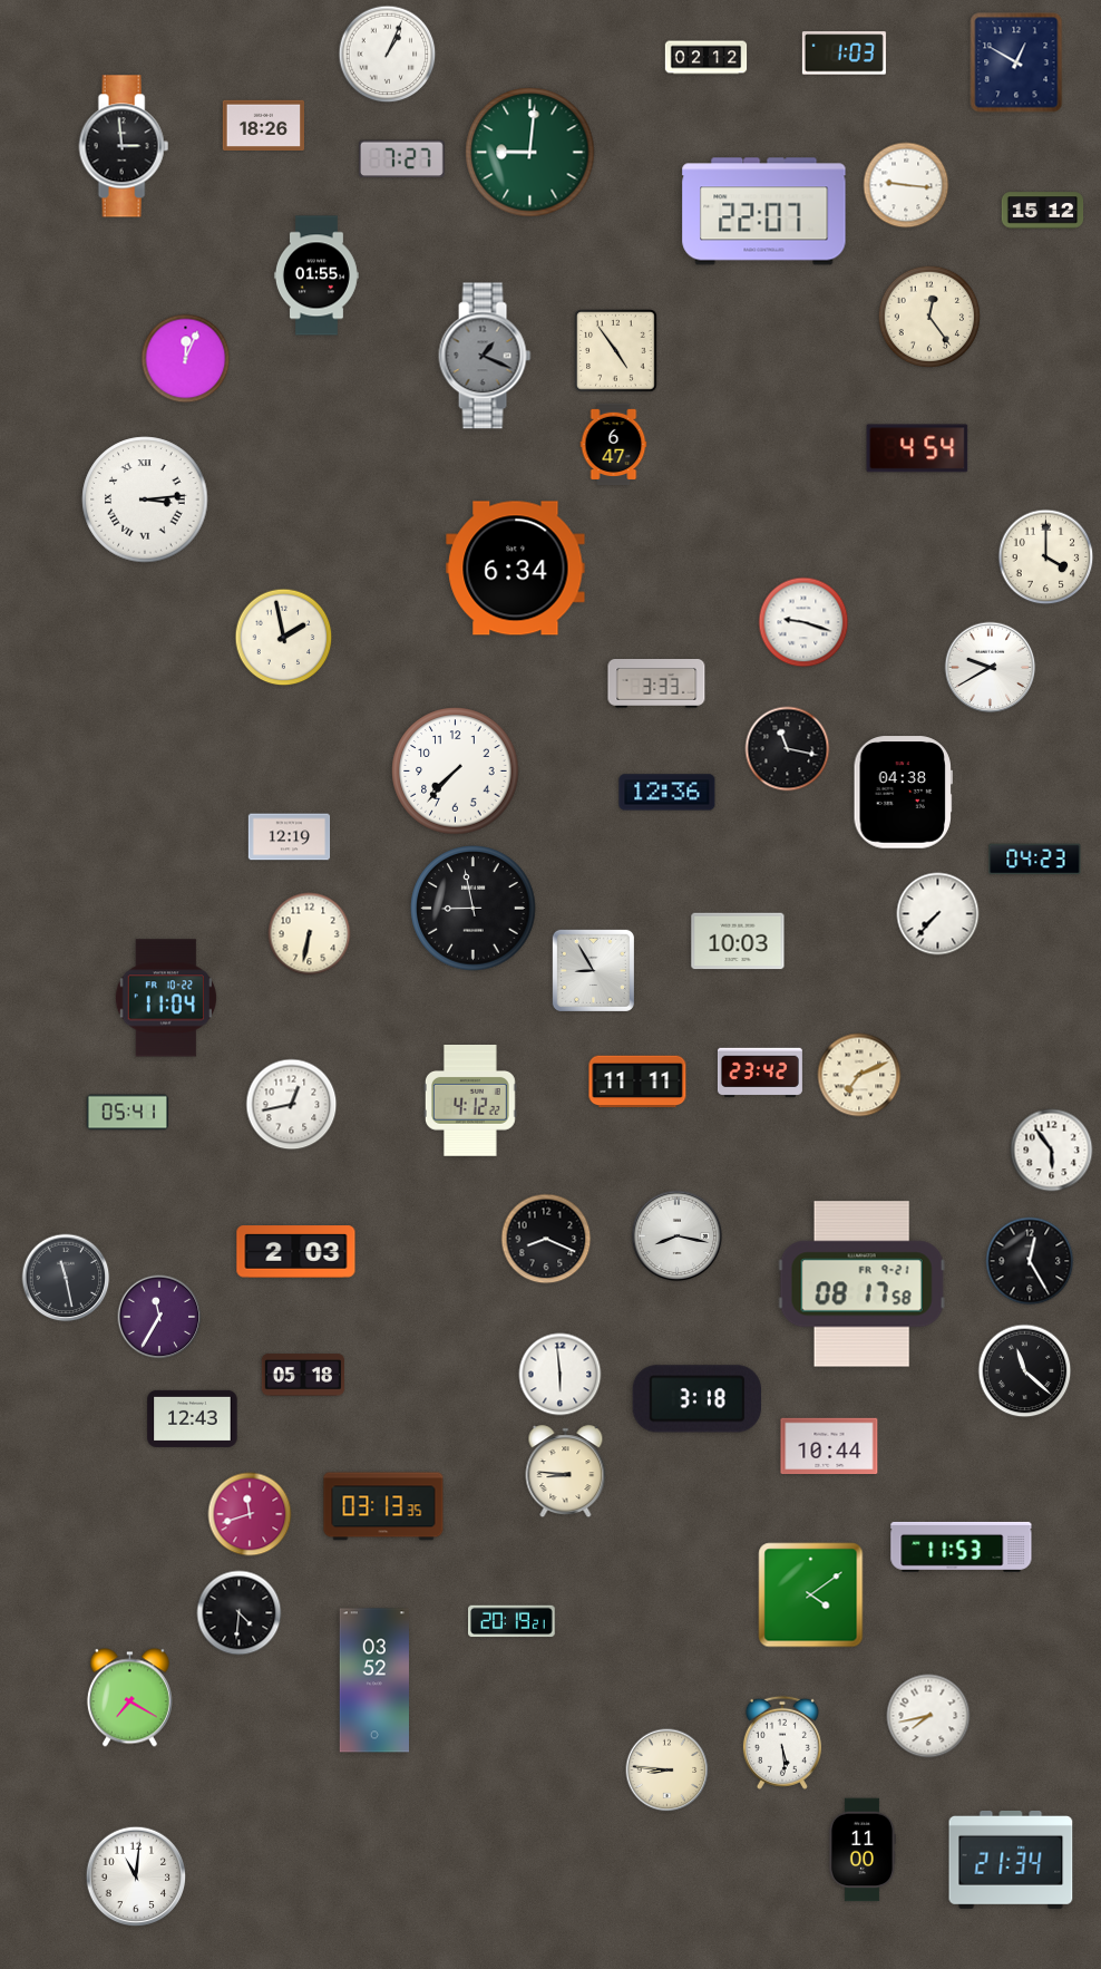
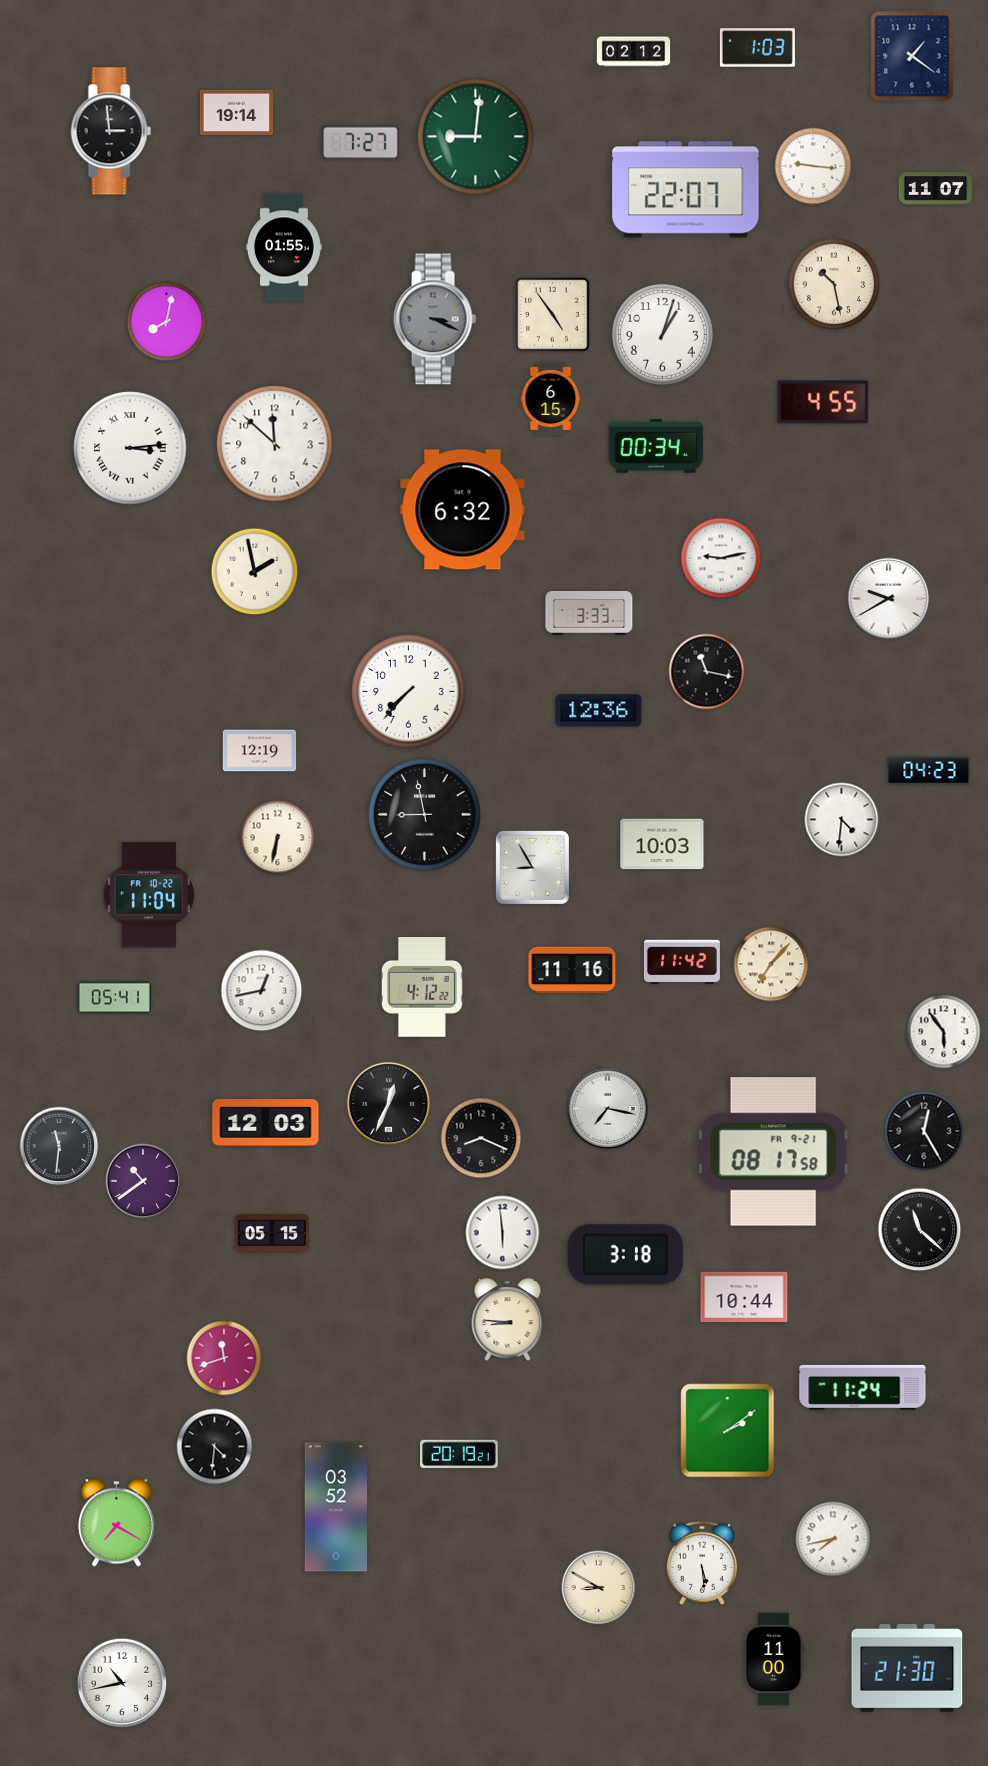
clock at (388, 55): 1:04 -> none
clock at (1016, 62): 12:50 -> 1:21
clock at (264, 125): 18:26 -> 19:14
clock at (1043, 211): 15:12 -> 11:07
clock at (929, 317): 12:24 -> 10:28
clock at (485, 356): 1:19 -> 3:19
clock at (186, 359): 12:04 -> 8:02
clock at (662, 334): none -> 1:03
clock at (614, 445): 6:47 -> 6:15
clock at (917, 448): 4:54 -> 4:55
clock at (275, 444): none -> 11:52
clock at (655, 447): none -> 00:34
clock at (1046, 557): 4:00 -> none
clock at (516, 569): 6:34 -> 6:32
clock at (803, 622): 9:18 -> 9:13
clock at (903, 793): 04:38 -> none
clock at (938, 914): 7:37 -> 4:31
clock at (593, 970) position: (593, 970) -> (532, 867)
clock at (760, 1073): 23:42 -> 11:42
clock at (859, 1075): 7:11 -> 7:07
clock at (637, 1082): 11:11 -> 11:16
clock at (389, 1104): none -> 12:34
clock at (678, 1236): 8:17 -> 7:17
clock at (546, 1239) position: (546, 1239) -> (481, 1138)
clock at (296, 1252): 2:03 -> 12:03
clock at (66, 1278): 11:28 -> 11:31
clock at (159, 1317): 11:35 -> 10:39
clock at (303, 1375): 05:18 -> 05:15
clock at (193, 1418): 12:43 -> none
clock at (383, 1506): 03:13 -> none
clock at (962, 1546): 11:53 -> 11:24
clock at (811, 1595): 4:09 -> 2:09
clock at (668, 1771): 8:46 -> 8:50
clock at (1011, 1860): 21:34 -> 21:30
clock at (136, 1876): 11:01 -> 10:43
